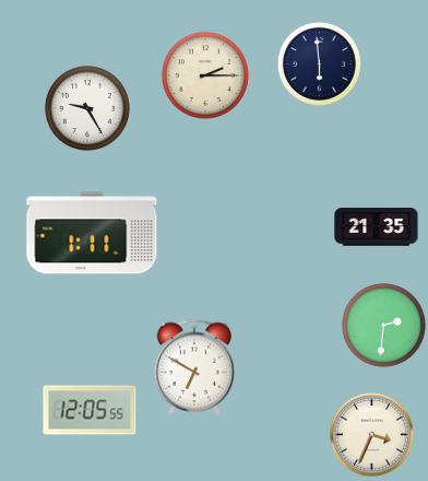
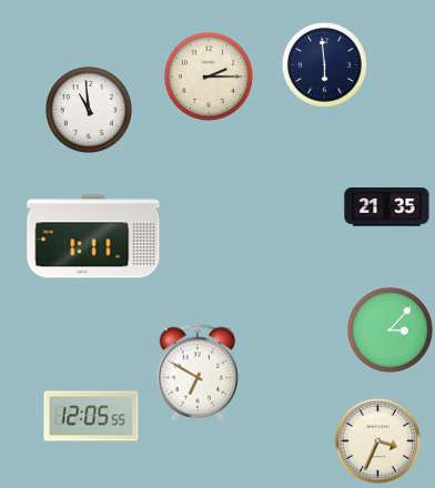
clock at (87, 108): 9:25 -> 10:59
clock at (377, 227) position: (377, 227) -> (387, 207)
clock at (383, 325): 2:31 -> 3:07
